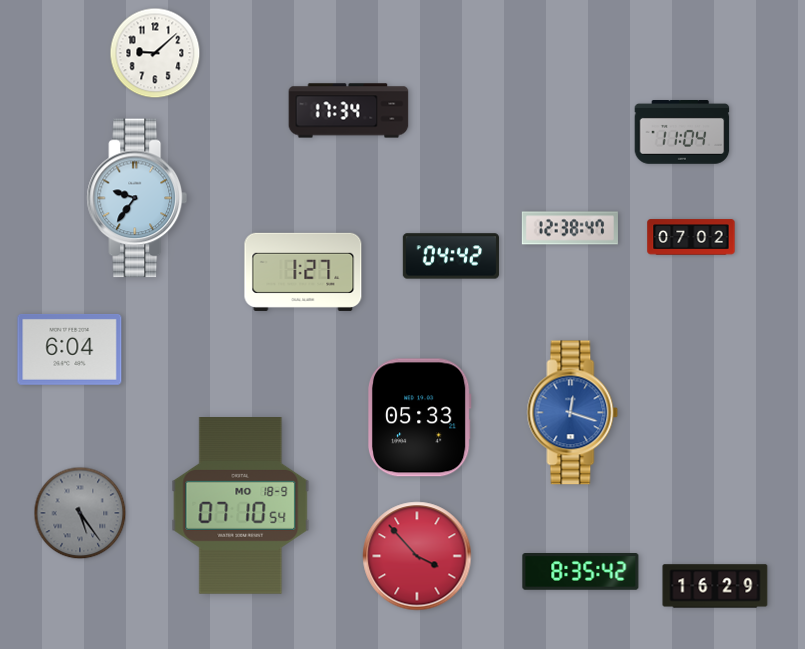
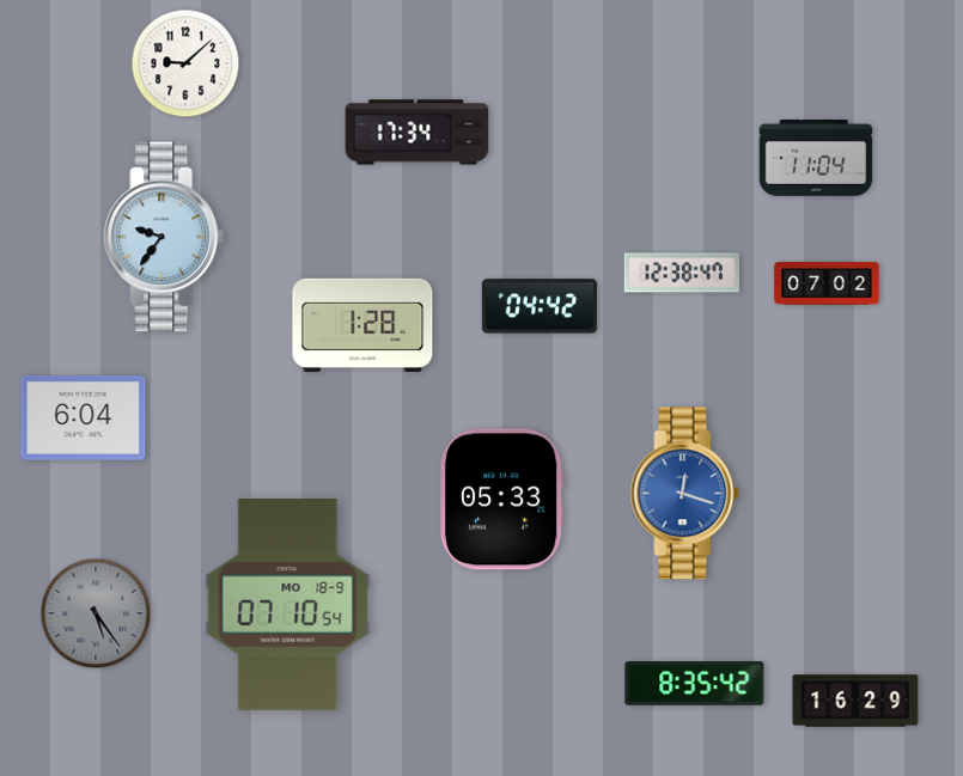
clock at (303, 272): 1:27 -> 1:28
clock at (417, 556): 3:53 -> none
